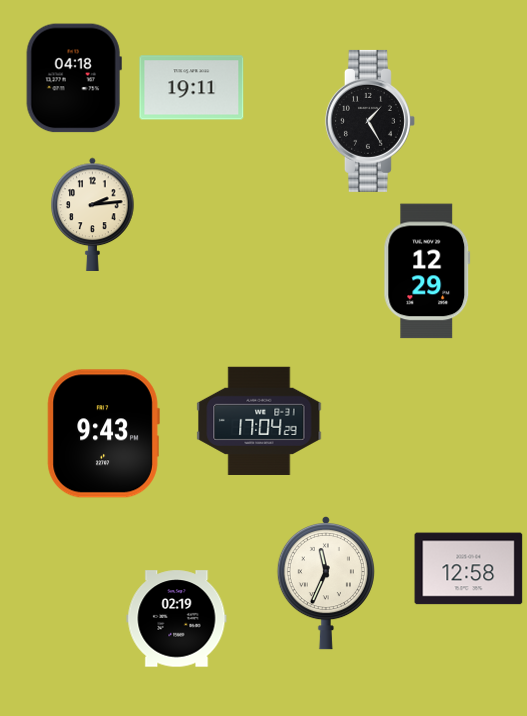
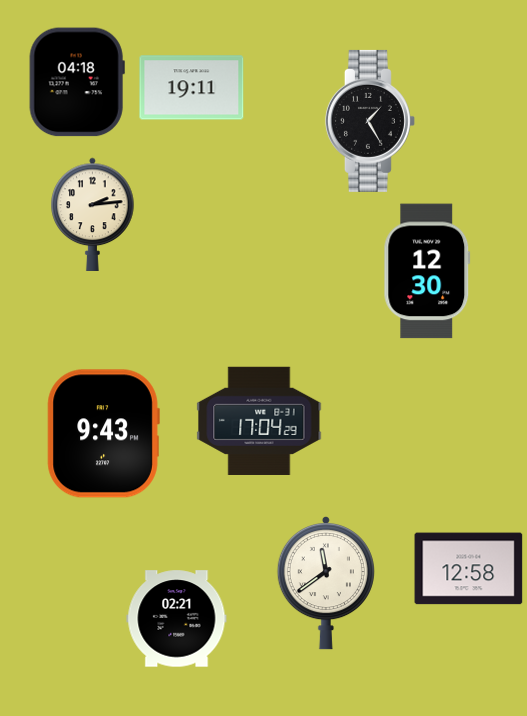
clock at (74, 78) position: (74, 78) -> (77, 82)
clock at (427, 271): 12:29 -> 12:30
clock at (326, 583): 11:34 -> 11:39
clock at (177, 619): 02:19 -> 02:21
